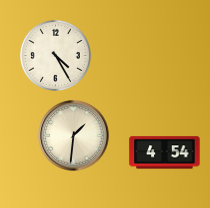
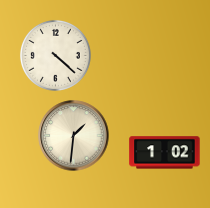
clock at (55, 55): 4:25 -> 4:22
clock at (165, 153): 4:54 -> 1:02
